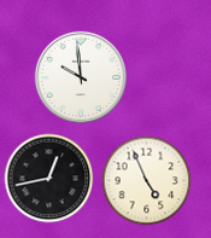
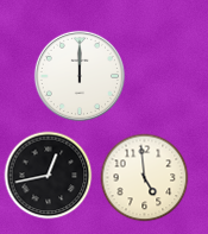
clock at (81, 77): 9:59 -> 12:00
clock at (147, 181): 4:56 -> 4:59
